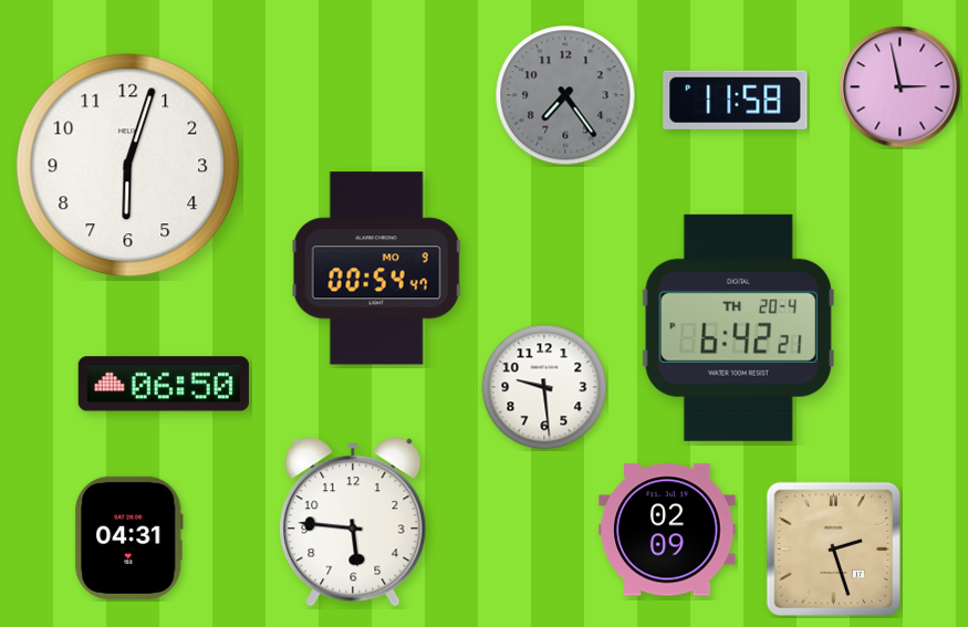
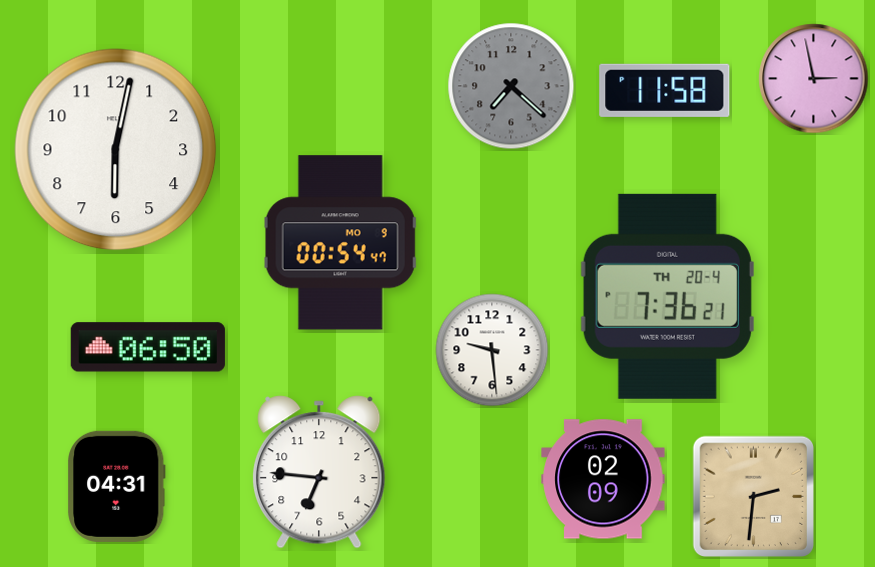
clock at (565, 95): 7:24 -> 7:22
clock at (128, 166): 6:03 -> 6:02
clock at (738, 327): 6:42 -> 7:36
clock at (353, 522): 5:46 -> 6:46
clock at (833, 548): 2:27 -> 2:31
